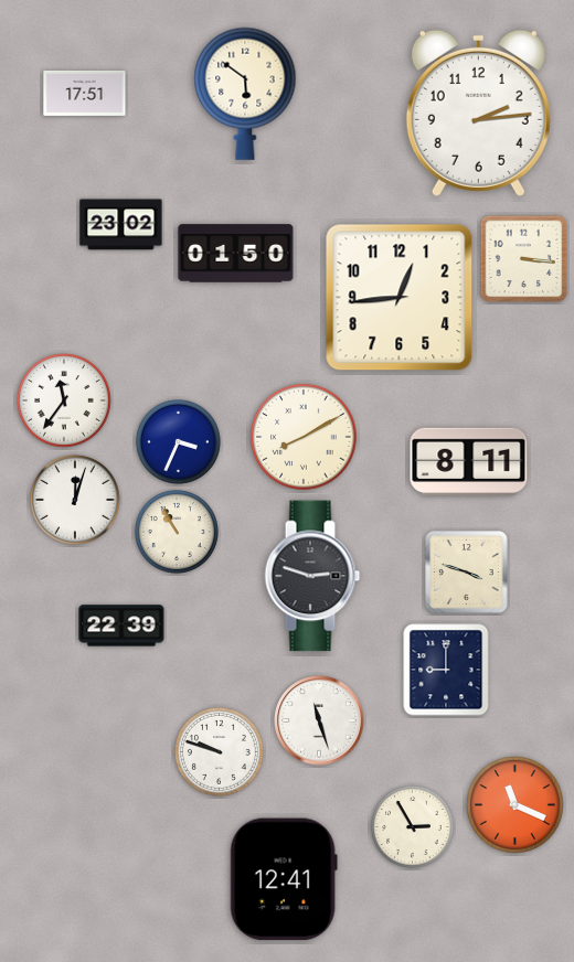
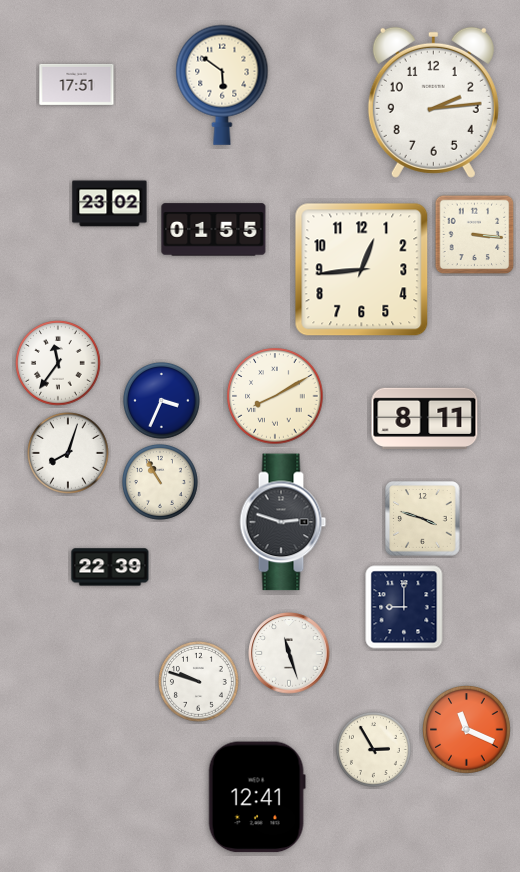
clock at (236, 254): 01:50 -> 01:55
clock at (76, 501): 12:03 -> 8:03
